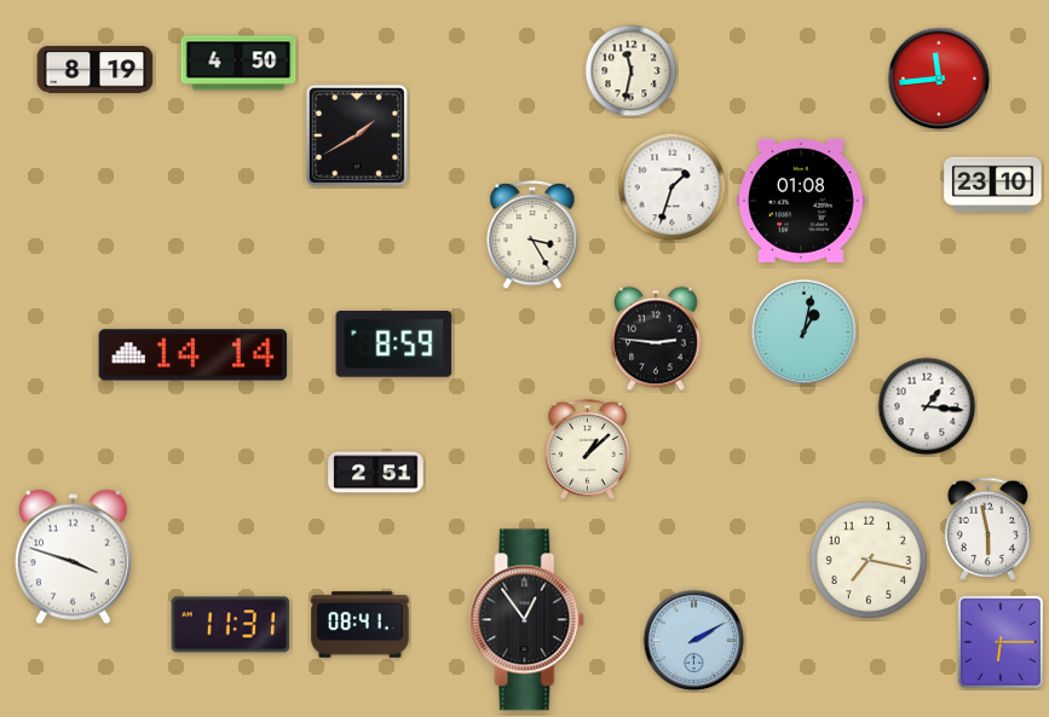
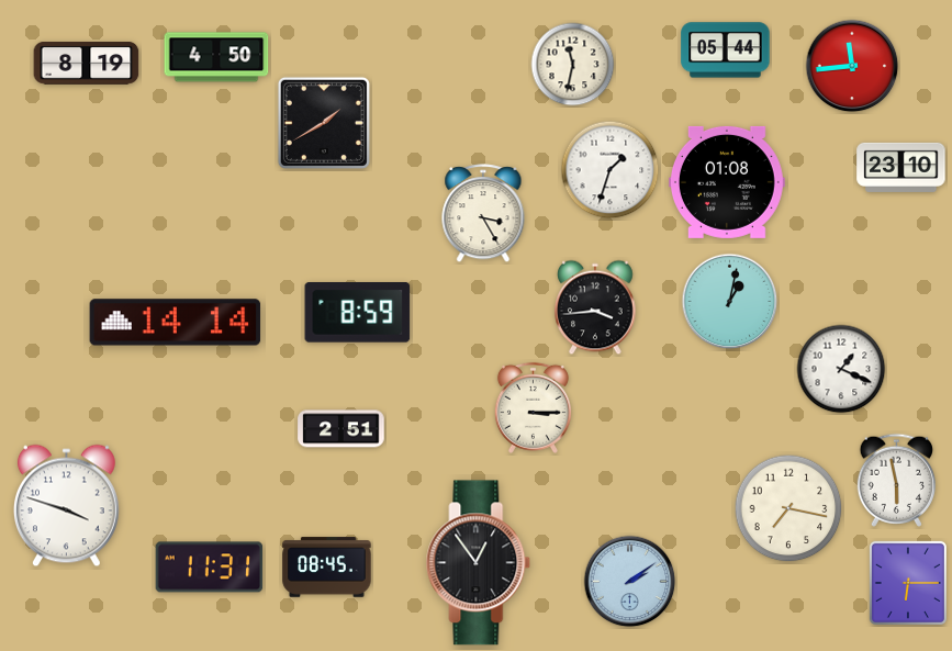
clock at (726, 50): none -> 05:44
clock at (939, 79) position: (939, 79) -> (852, 66)
clock at (656, 339): 2:46 -> 3:44
clock at (927, 406): 1:16 -> 1:19
clock at (587, 449): 1:08 -> 3:15
clock at (361, 625): 08:41 -> 08:45
clock at (694, 641): 2:10 -> 2:09
